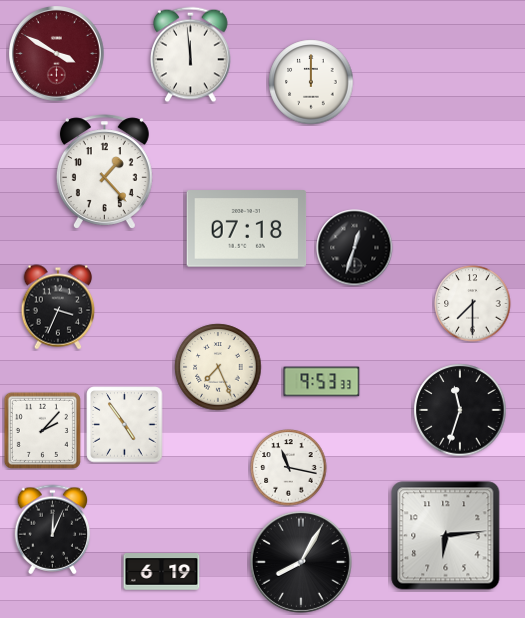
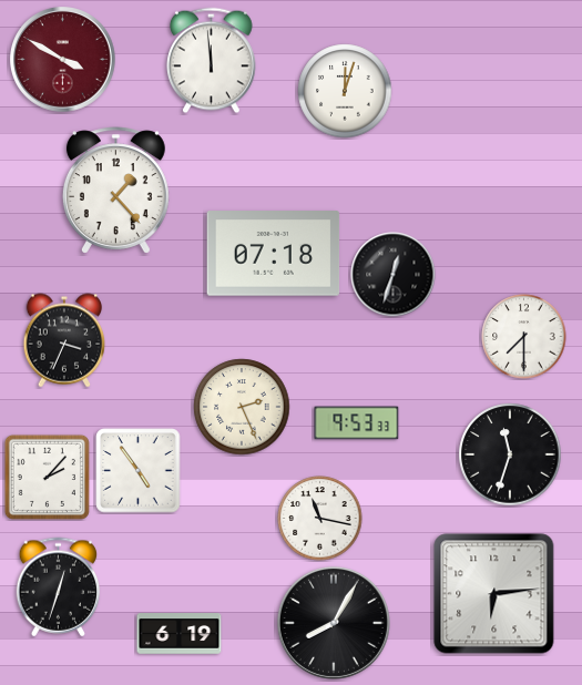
clock at (311, 82): 12:00 -> 12:03
clock at (218, 367): 7:26 -> 2:26
clock at (53, 530): 12:04 -> 12:33
